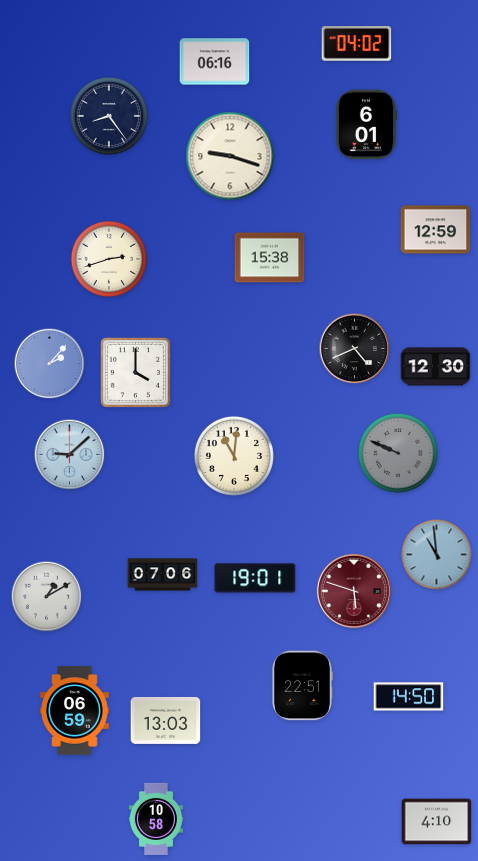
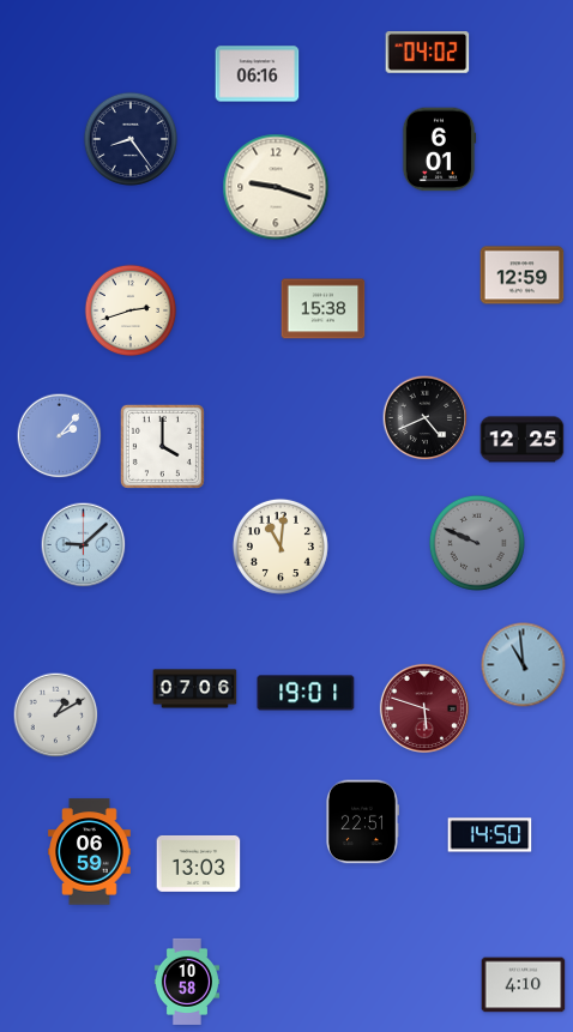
clock at (436, 367): 12:30 -> 12:25
